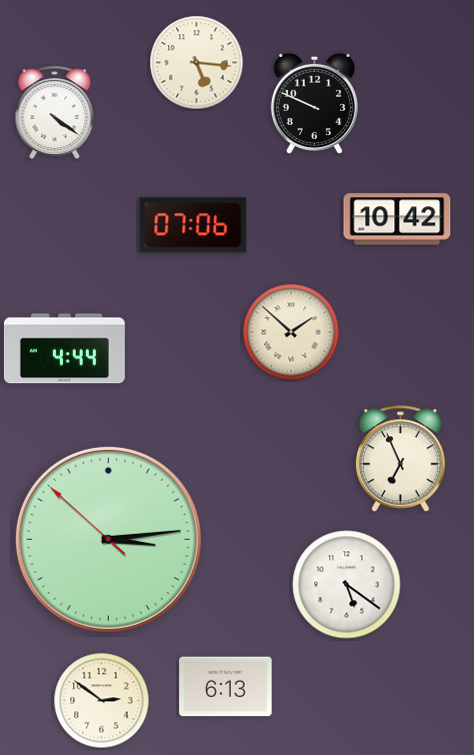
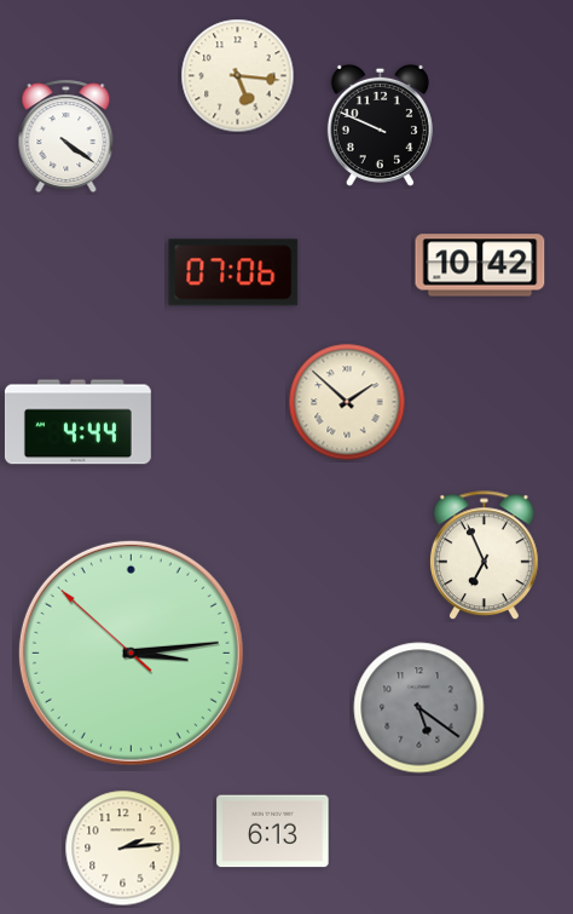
clock at (291, 332) position: (291, 332) -> (347, 402)
clock at (347, 585) dial: white -> grey
clock at (102, 701): 2:51 -> 2:14
